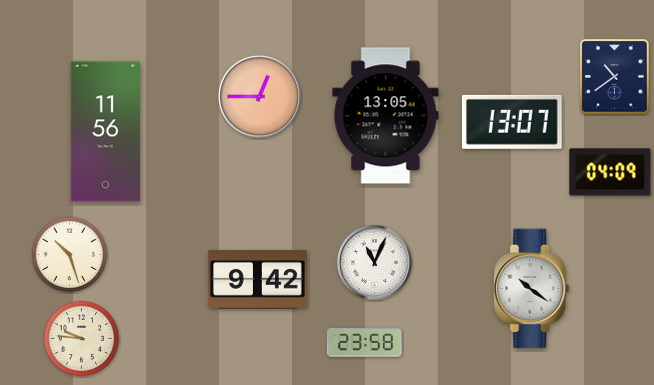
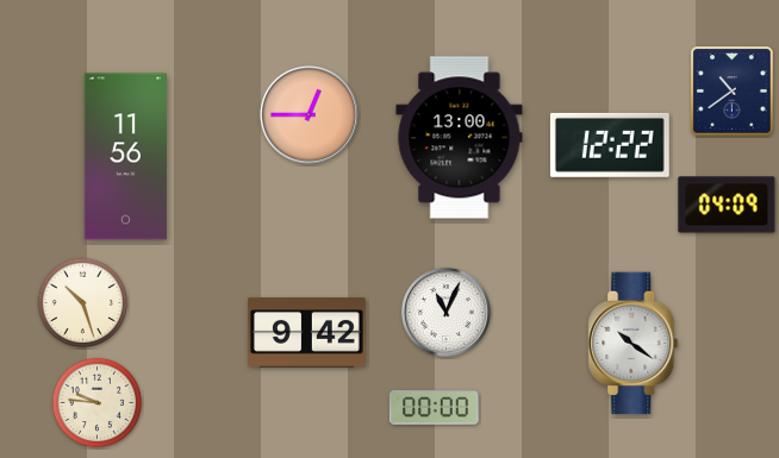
clock at (386, 116): 13:05 -> 13:00
clock at (512, 122): 13:07 -> 12:22
clock at (365, 343): 23:58 -> 00:00
